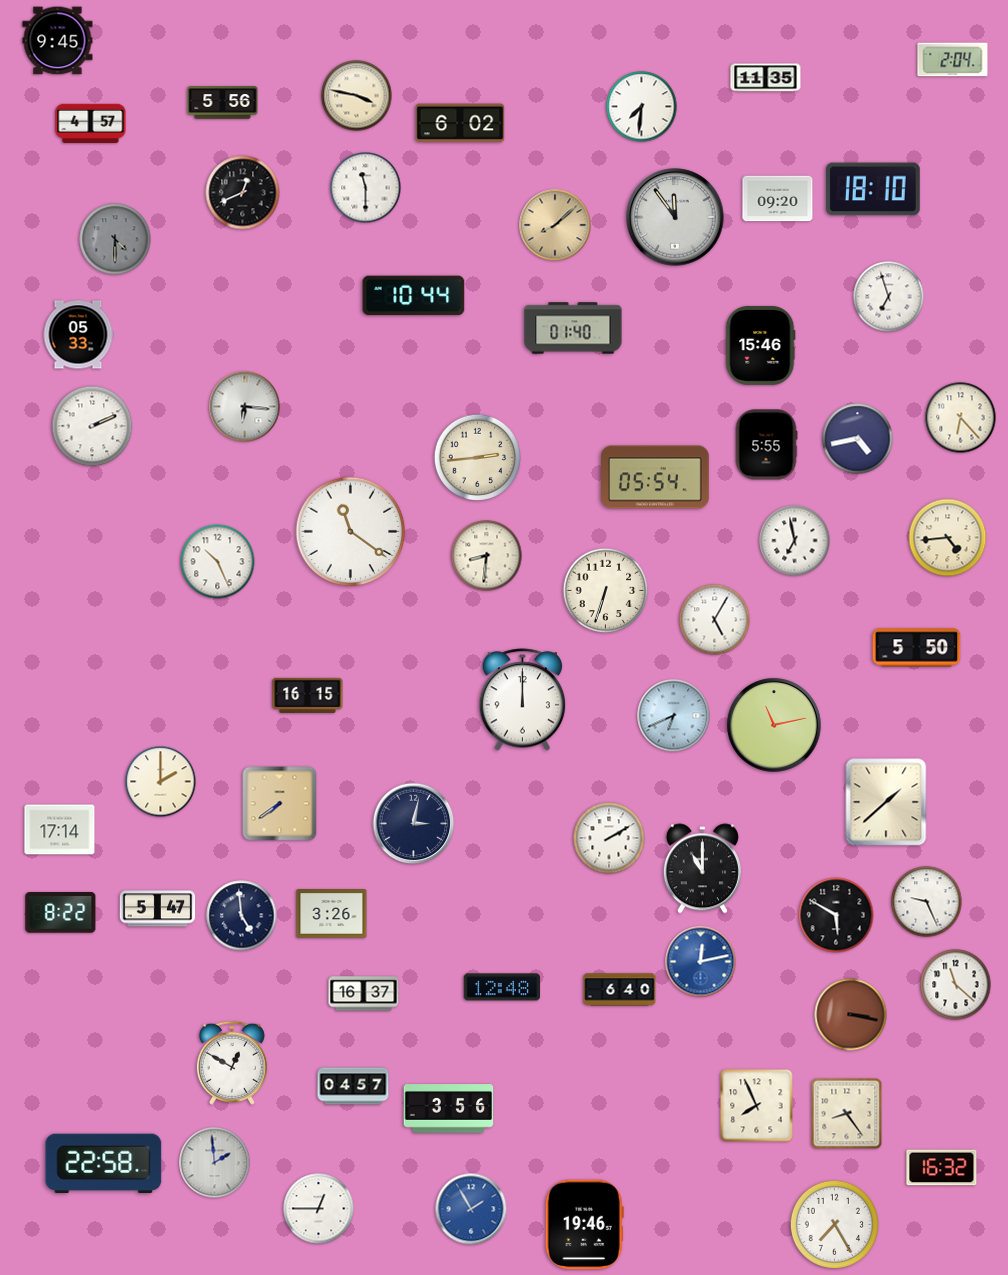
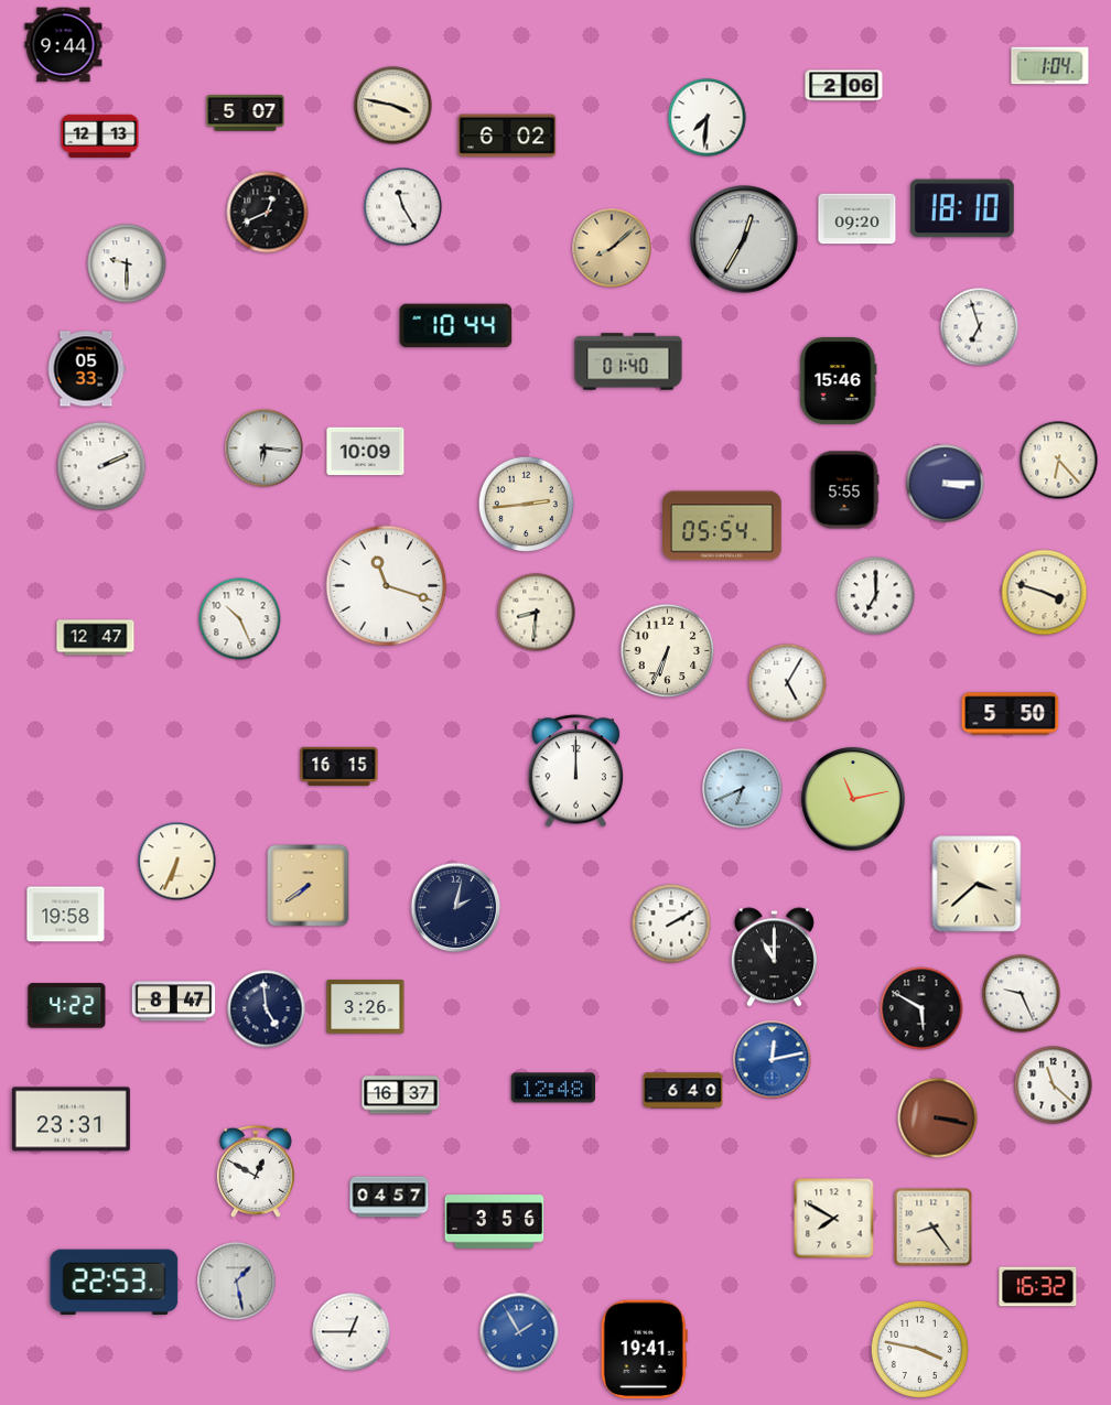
clock at (58, 41): 9:45 -> 9:44
clock at (953, 60): 2:04 -> 1:04
clock at (766, 78): 11:35 -> 2:06
clock at (223, 103): 5:56 -> 5:07
clock at (91, 123): 4:57 -> 12:13
clock at (366, 188): 11:30 -> 11:25
clock at (675, 217): 11:54 -> 12:35
clock at (115, 239): 4:30 -> 9:30
clock at (115, 239) dial: grey -> white
clock at (573, 328) position: (573, 328) -> (628, 361)
clock at (245, 407) position: (245, 407) -> (265, 448)
clock at (366, 452): none -> 10:09
clock at (92, 426) position: (92, 426) -> (101, 466)
clock at (858, 439): 4:43 -> 3:15
clock at (351, 532): 11:21 -> 11:18
clock at (948, 538): 4:44 -> 3:48
clock at (795, 541): 6:58 -> 7:00
clock at (96, 638): none -> 12:47
clock at (606, 591): 6:33 -> 6:34
clock at (161, 782): 2:00 -> 6:34
clock at (886, 802): 1:38 -> 3:38
clock at (414, 824): 3:02 -> 2:02
clock at (60, 830): 17:14 -> 19:58
clock at (158, 909): 5:47 -> 8:47
clock at (61, 913): 8:22 -> 4:22
clock at (71, 1120): none -> 23:31
clock at (757, 1106): 7:56 -> 7:50
clock at (215, 1163): 1:59 -> 1:28
clock at (104, 1164): 22:58 -> 22:53
clock at (834, 1224): 7:25 -> 3:47
clock at (584, 1225): 19:46 -> 19:41
